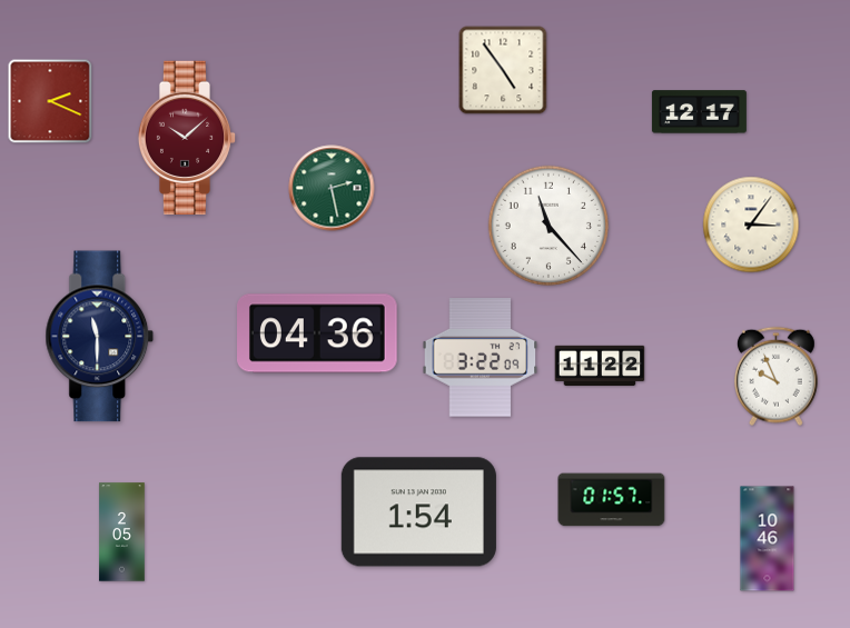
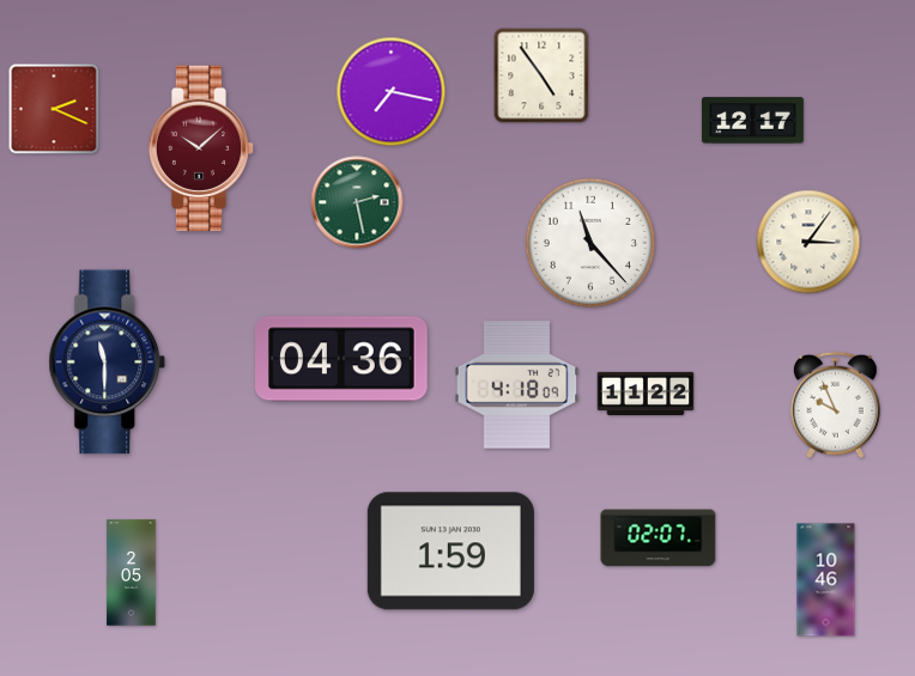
clock at (392, 92): none -> 7:17
clock at (481, 358): 3:22 -> 4:18
clock at (612, 500): 01:57 -> 02:07
clock at (418, 512): 1:54 -> 1:59
